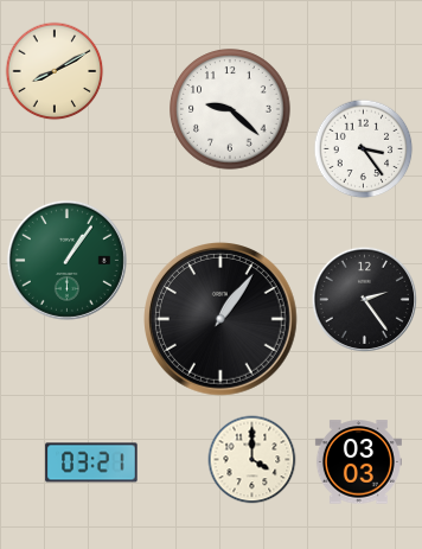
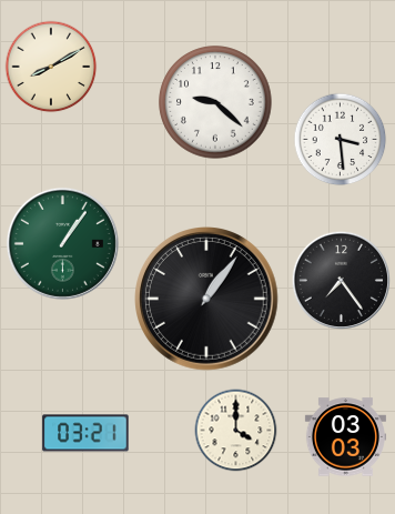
clock at (364, 149): 3:24 -> 3:29
clock at (364, 299): 2:24 -> 7:24
clock at (358, 462) position: (358, 462) -> (345, 437)
